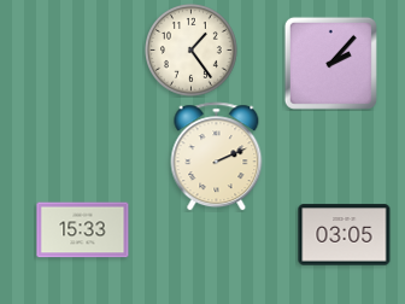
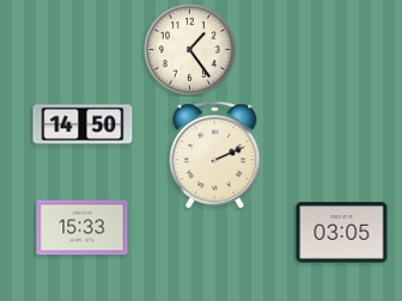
clock at (330, 63): 2:07 -> none
clock at (83, 124): none -> 14:50
